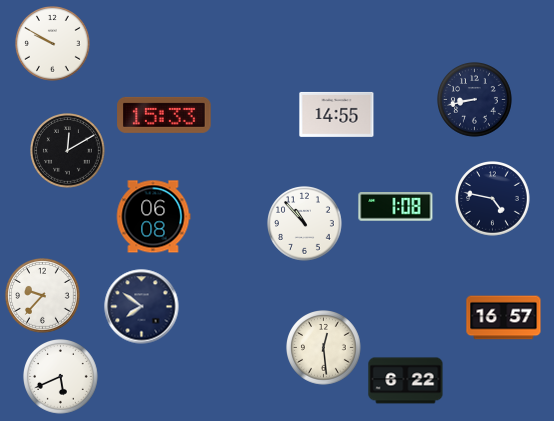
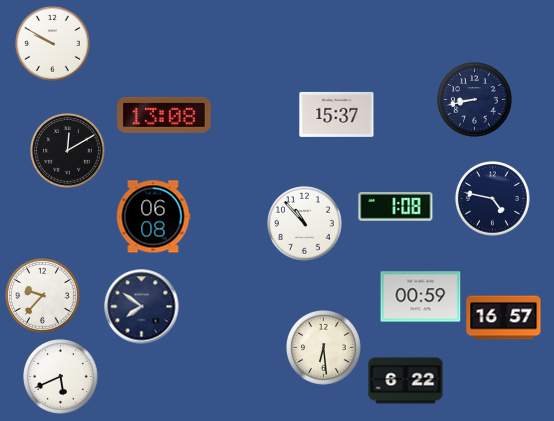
clock at (337, 114): 14:55 -> 15:37
clock at (164, 115): 15:33 -> 13:08
clock at (421, 297): none -> 00:59
clock at (324, 348): 12:29 -> 6:29
